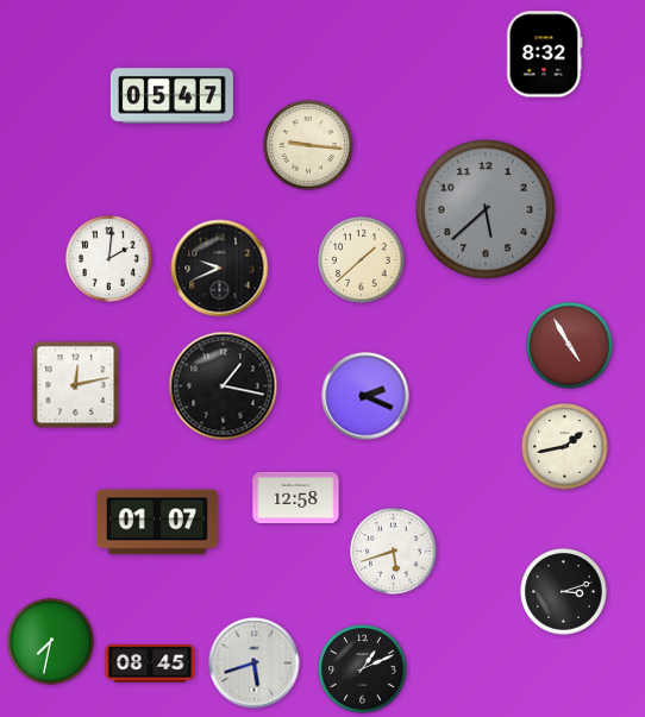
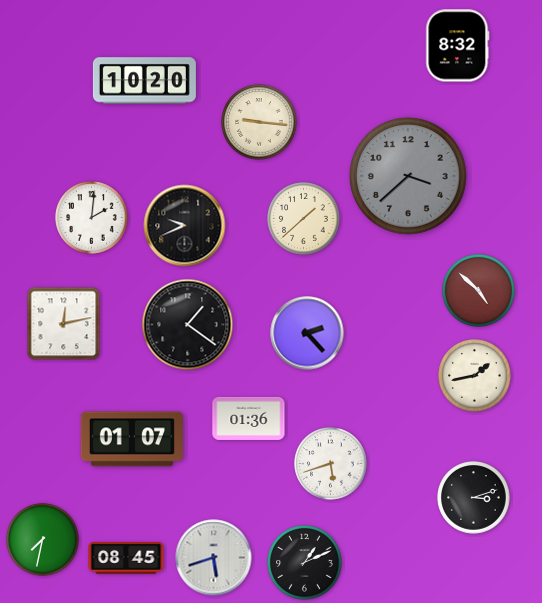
clock at (171, 96): 05:47 -> 10:20
clock at (486, 209): 5:38 -> 3:38
clock at (570, 346): 4:55 -> 4:52
clock at (224, 386): 1:17 -> 1:21
clock at (365, 396): 2:19 -> 2:23
clock at (296, 497): 12:58 -> 01:36
